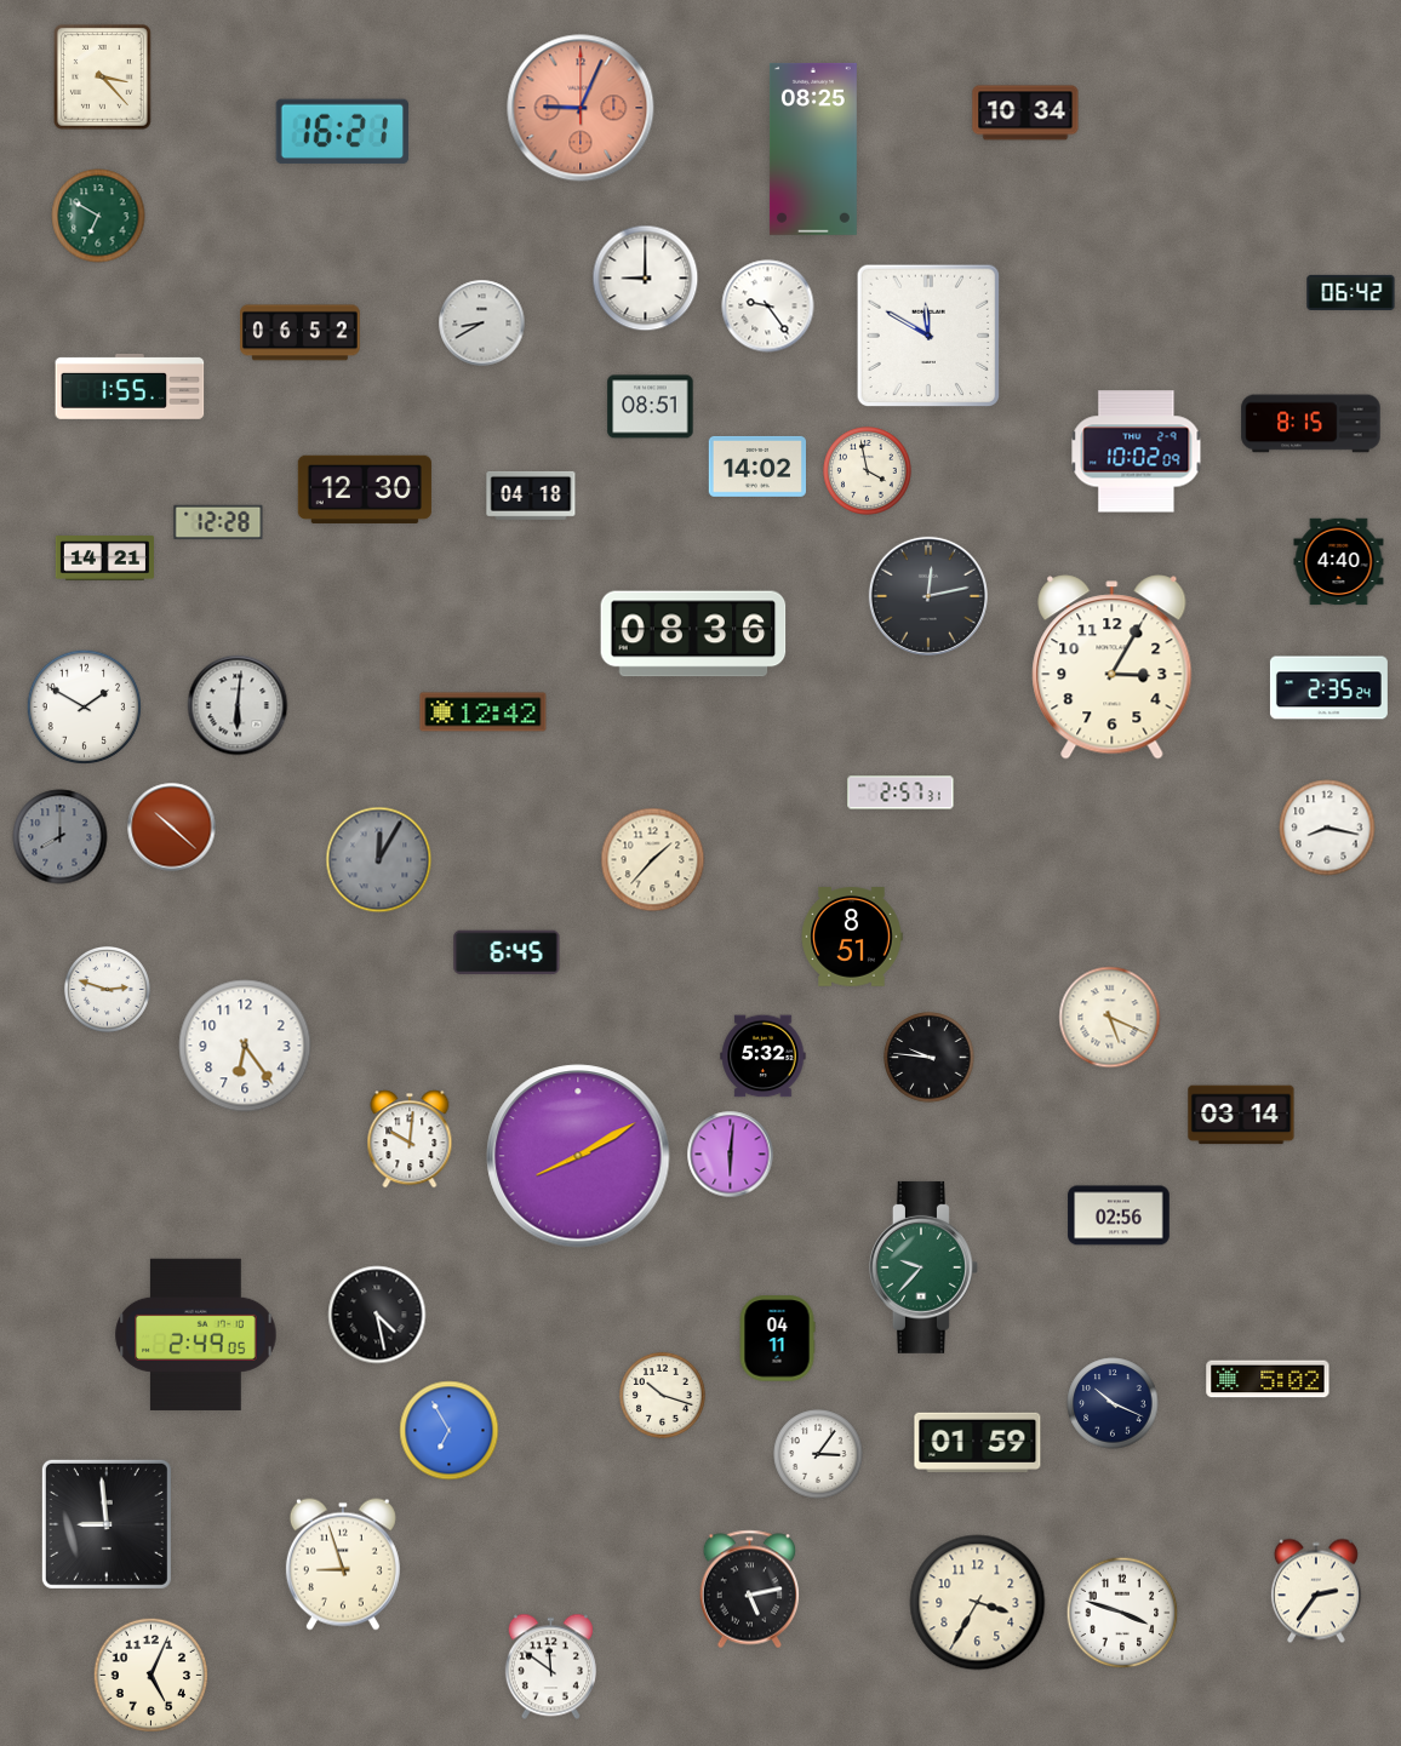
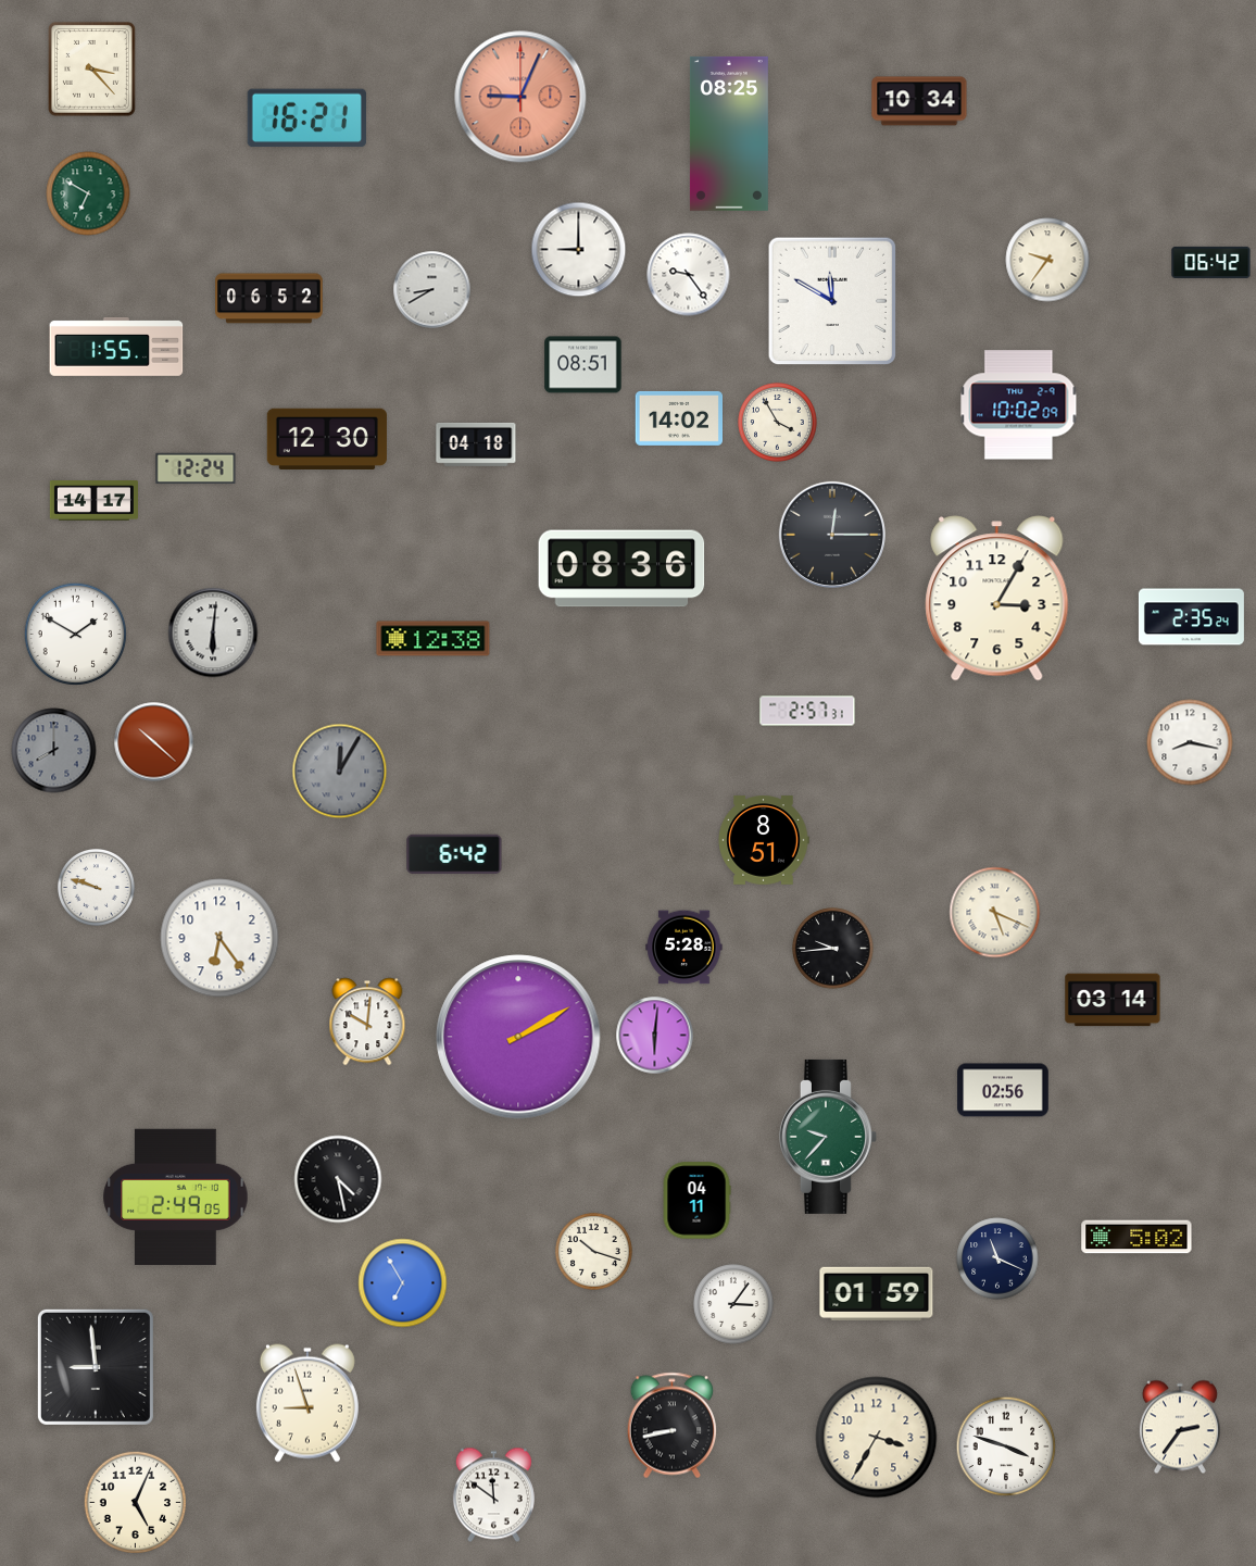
clock at (1047, 260): none -> 9:36
clock at (1311, 424): 8:15 -> none
clock at (868, 471): 3:58 -> 3:55
clock at (218, 522): 12:28 -> 12:24
clock at (104, 559): 14:21 -> 14:17
clock at (1339, 562): 4:40 -> none
clock at (928, 596): 12:13 -> 12:15
clock at (484, 712): 12:42 -> 12:38
clock at (653, 860): 1:37 -> none
clock at (507, 952): 6:45 -> 6:42
clock at (107, 989): 2:48 -> 9:48
clock at (764, 1057): 5:32 -> 5:28
clock at (930, 1058): 9:46 -> 9:44
clock at (578, 1156): 8:10 -> 2:10
clock at (1113, 1403): 10:19 -> 11:19
clock at (750, 1590): 5:13 -> 8:43
